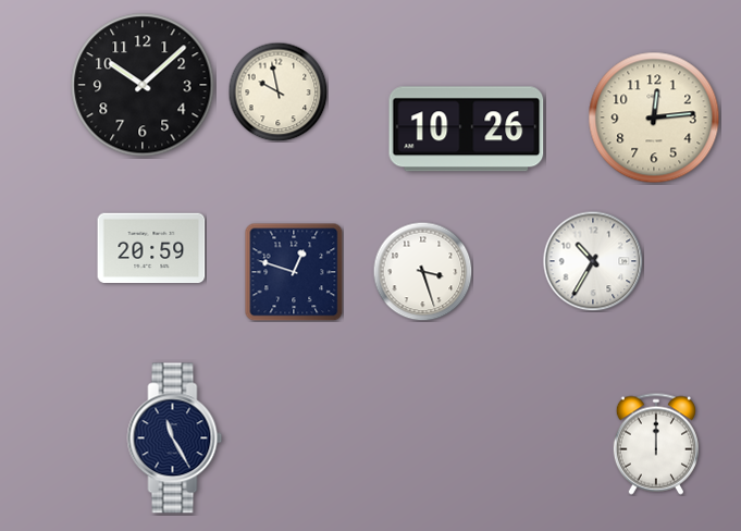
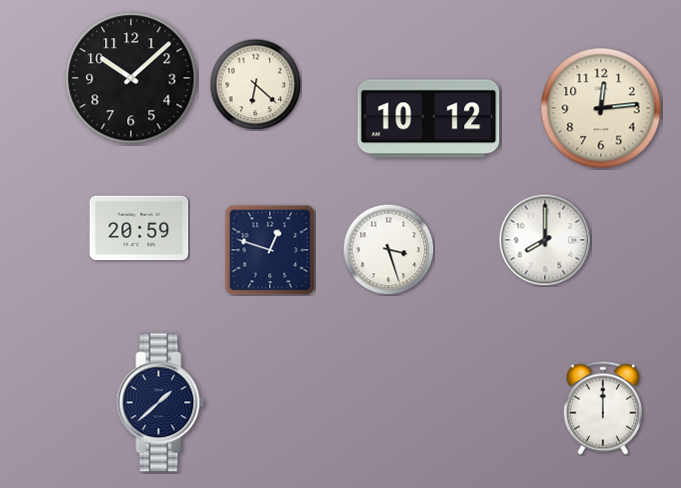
clock at (277, 91): 9:58 -> 6:22
clock at (467, 129): 10:26 -> 10:12
clock at (593, 261): 10:35 -> 8:00
clock at (175, 439): 11:25 -> 1:38
